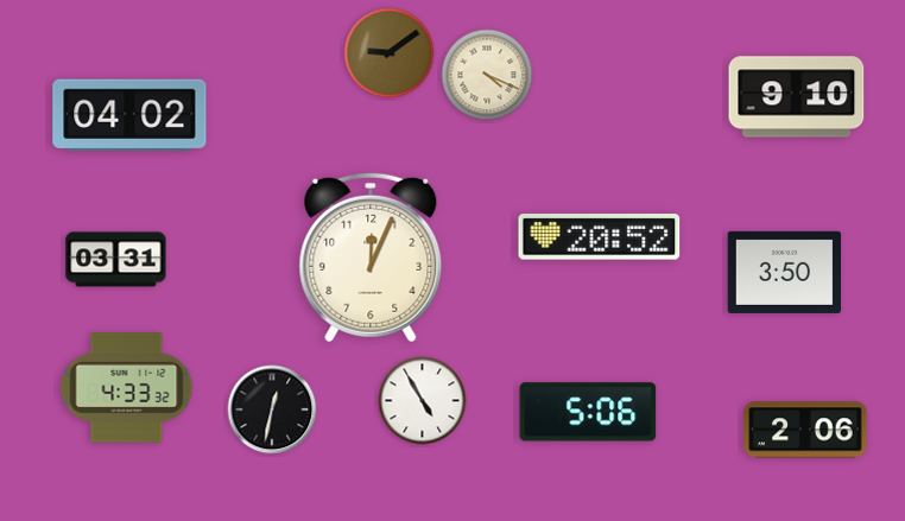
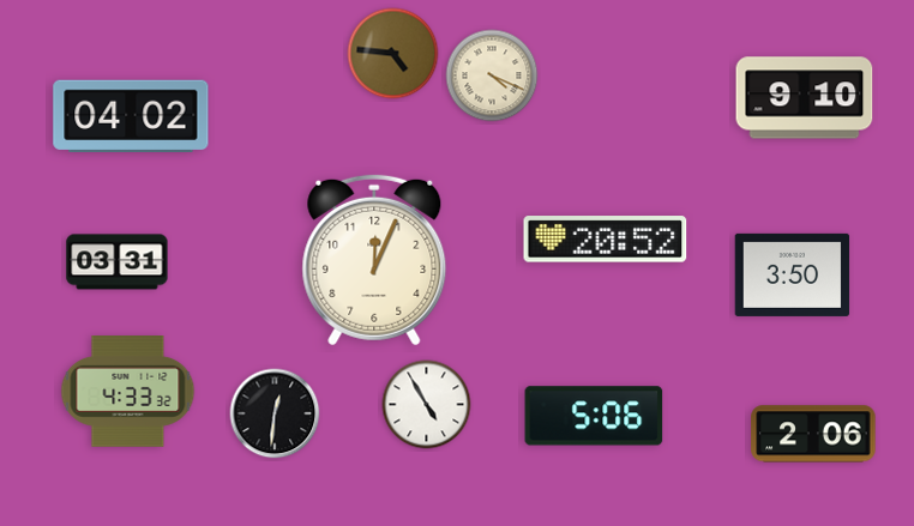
clock at (390, 53): 9:09 -> 4:46
clock at (272, 409): 12:32 -> 12:31
